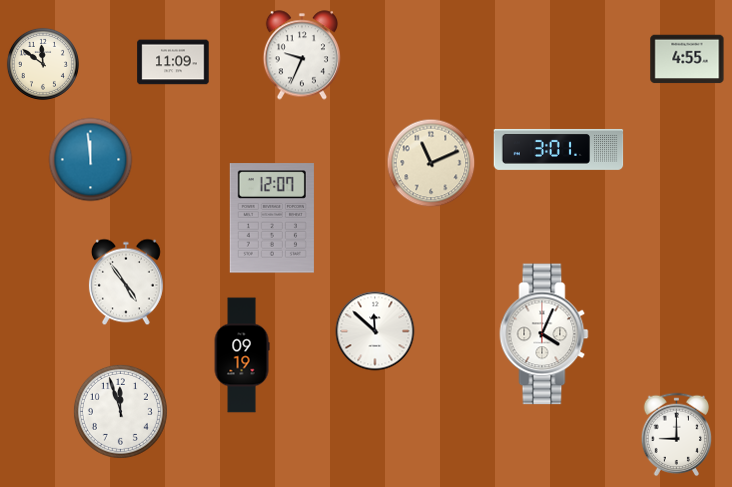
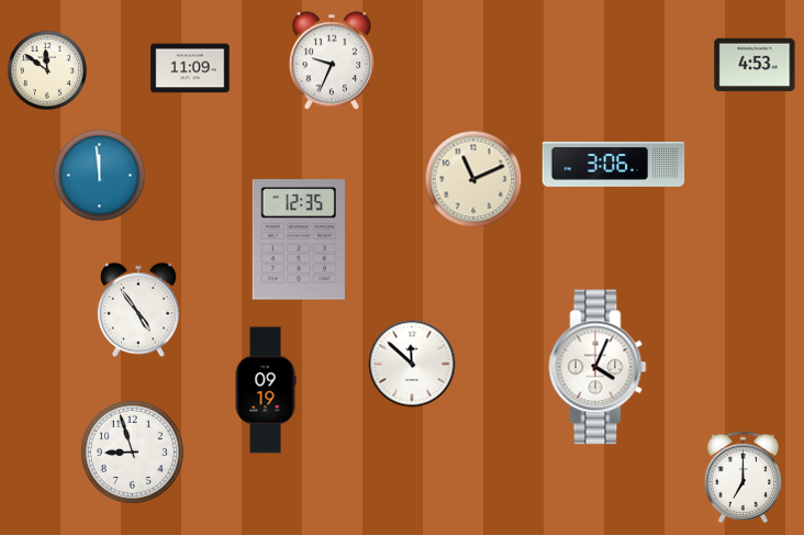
clock at (687, 59): 4:55 -> 4:53
clock at (559, 149): 3:01 -> 3:06
clock at (272, 218): 12:07 -> 12:35
clock at (120, 411): 11:57 -> 8:57
clock at (677, 435): 9:00 -> 7:00
